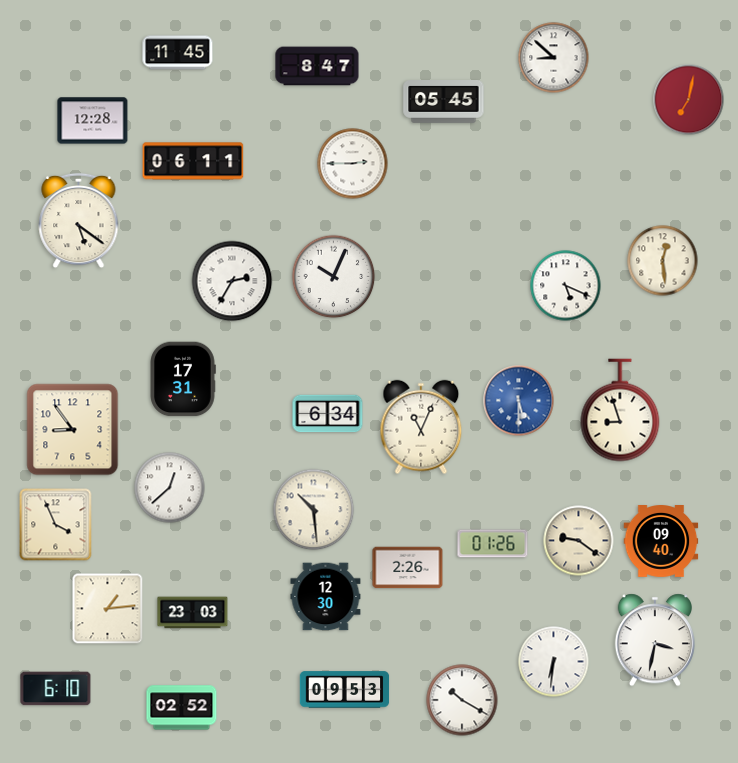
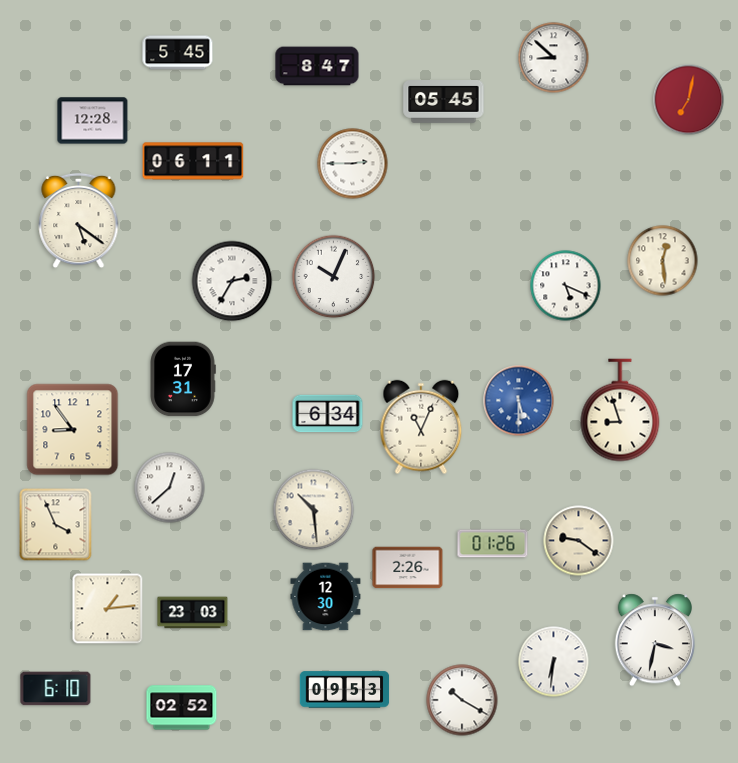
clock at (178, 53): 11:45 -> 5:45
clock at (661, 542): 09:40 -> none
